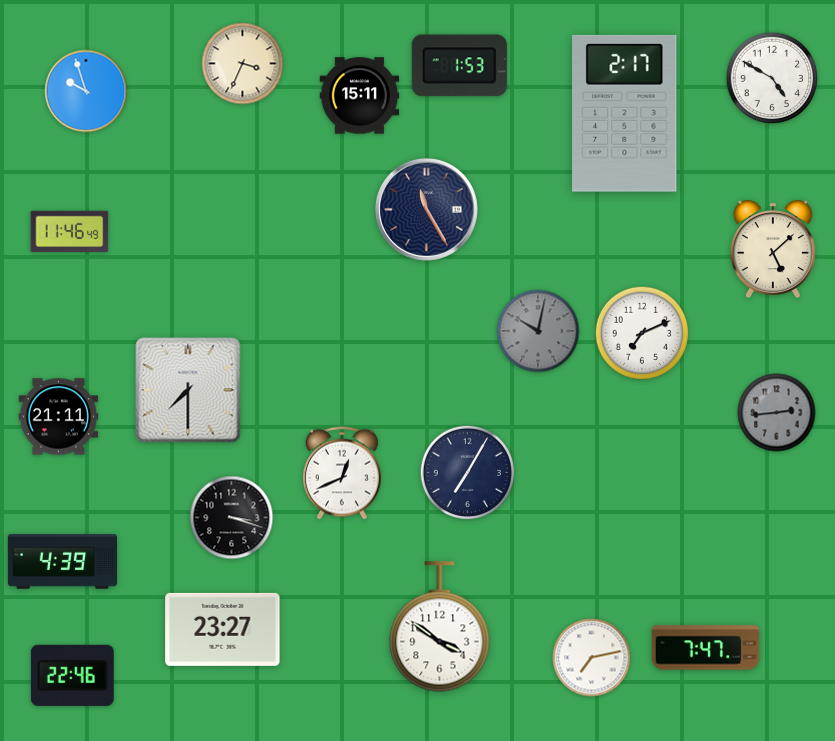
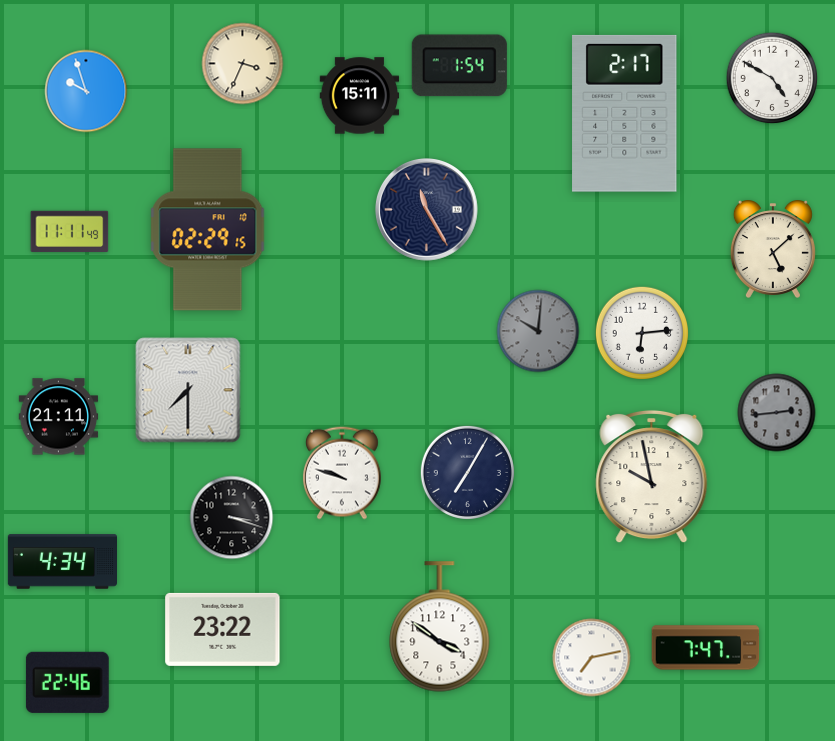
clock at (459, 66): 1:53 -> 1:54
clock at (208, 230): none -> 02:29
clock at (70, 231): 11:46 -> 11:11
clock at (538, 331): 10:02 -> 10:01
clock at (641, 332): 7:11 -> 6:14
clock at (342, 473): 12:41 -> 9:48
clock at (652, 477): none -> 9:58
clock at (62, 562): 4:39 -> 4:34
clock at (223, 629): 23:27 -> 23:22
clock at (72, 675) position: (72, 675) -> (67, 682)
